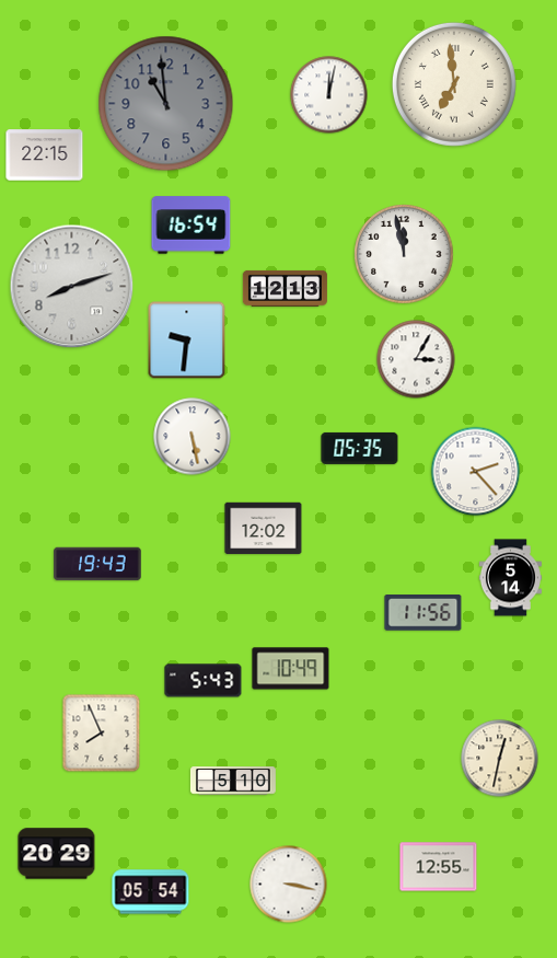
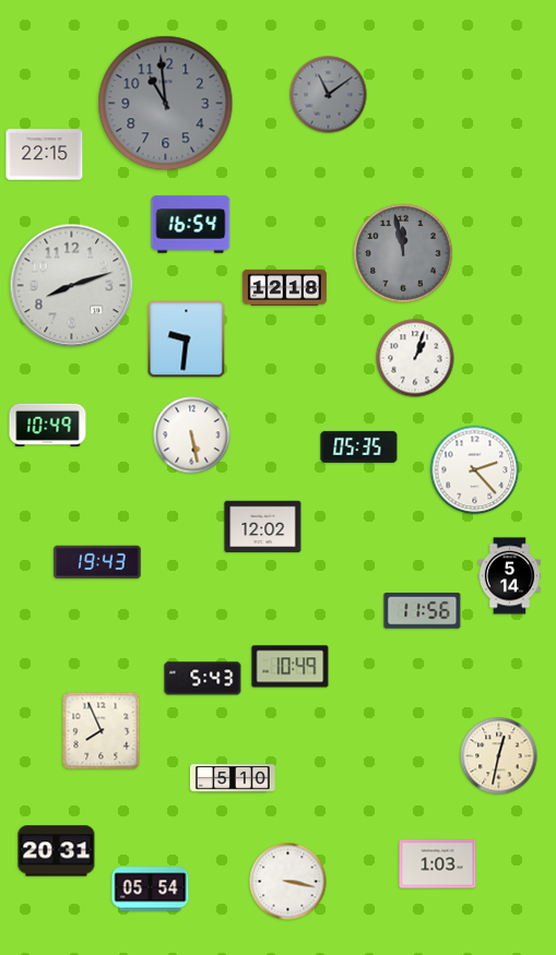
clock at (454, 84): 6:59 -> none
clock at (329, 95): 12:02 -> 11:09
clock at (329, 95) dial: white -> grey
clock at (404, 254) dial: white -> grey
clock at (285, 288): 12:13 -> 12:18
clock at (416, 359): 3:05 -> 1:03
clock at (48, 425): none -> 10:49
clock at (57, 854): 20:29 -> 20:31
clock at (439, 867): 12:55 -> 1:03
